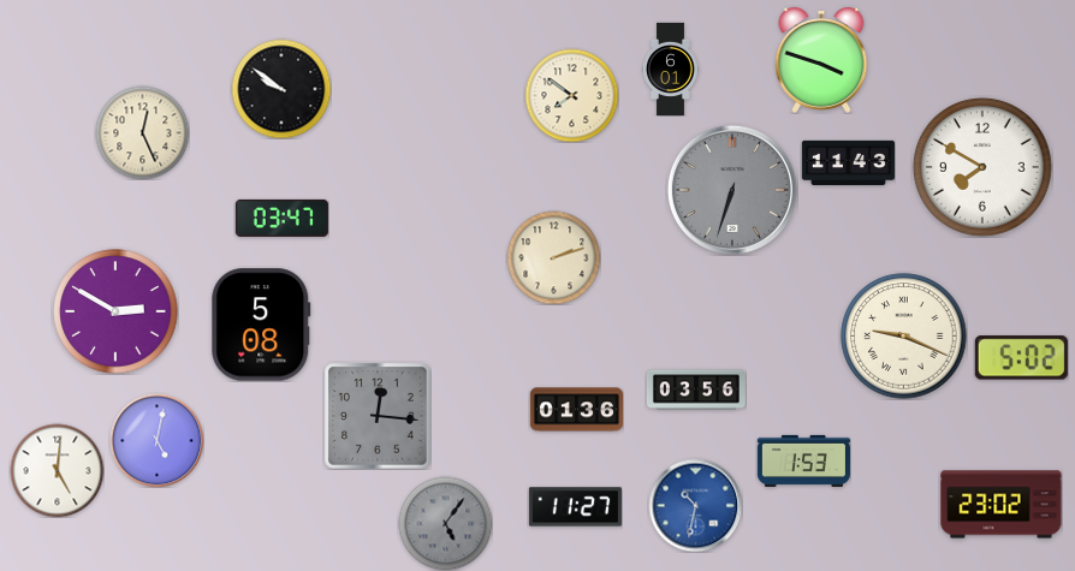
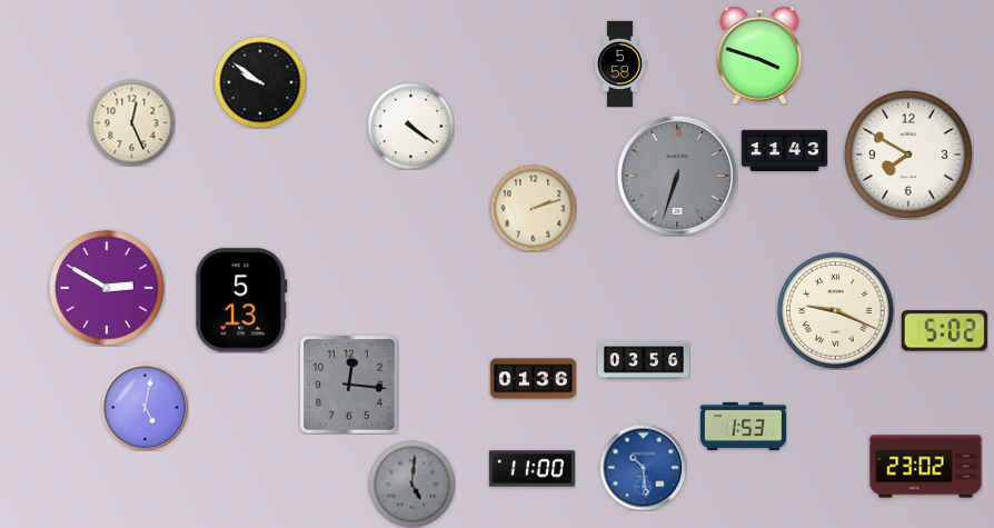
clock at (671, 69): 6:01 -> 5:58
clock at (571, 95): 7:51 -> none
clock at (410, 126): none -> 4:21
clock at (281, 218): 03:47 -> none
clock at (553, 257) position: (553, 257) -> (533, 208)
clock at (261, 325): 5:08 -> 5:13
clock at (57, 470): 5:01 -> none
clock at (695, 505): 10:32 -> 10:29
clock at (575, 507): 11:27 -> 11:00
clock at (445, 523): 5:06 -> 5:01
